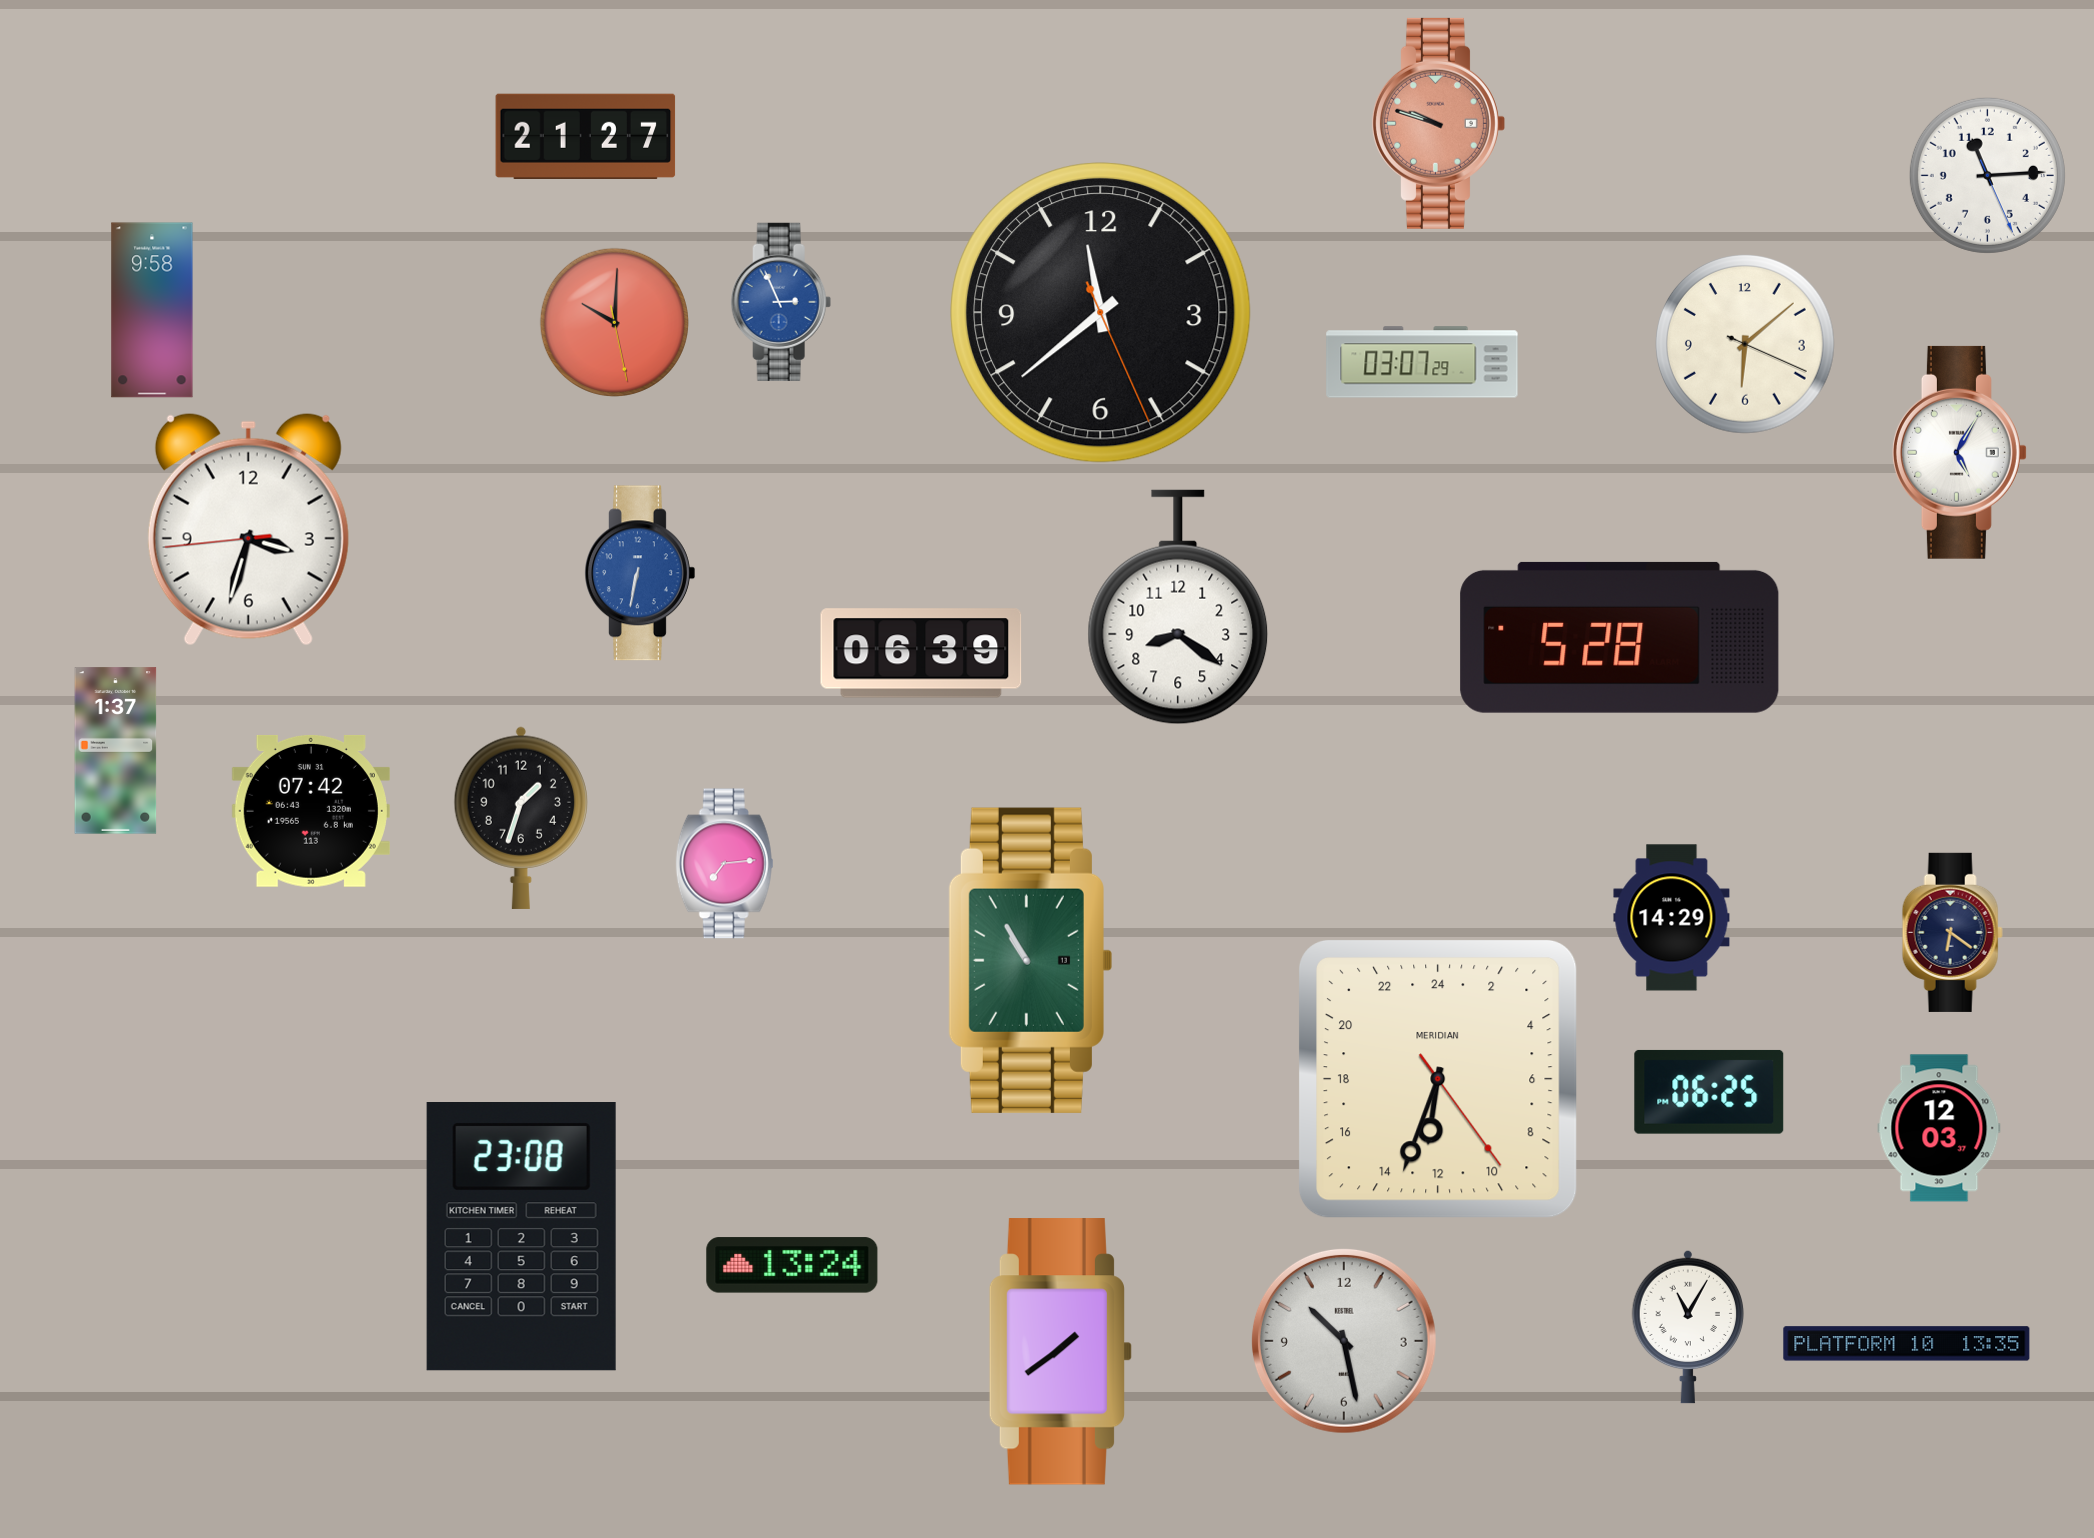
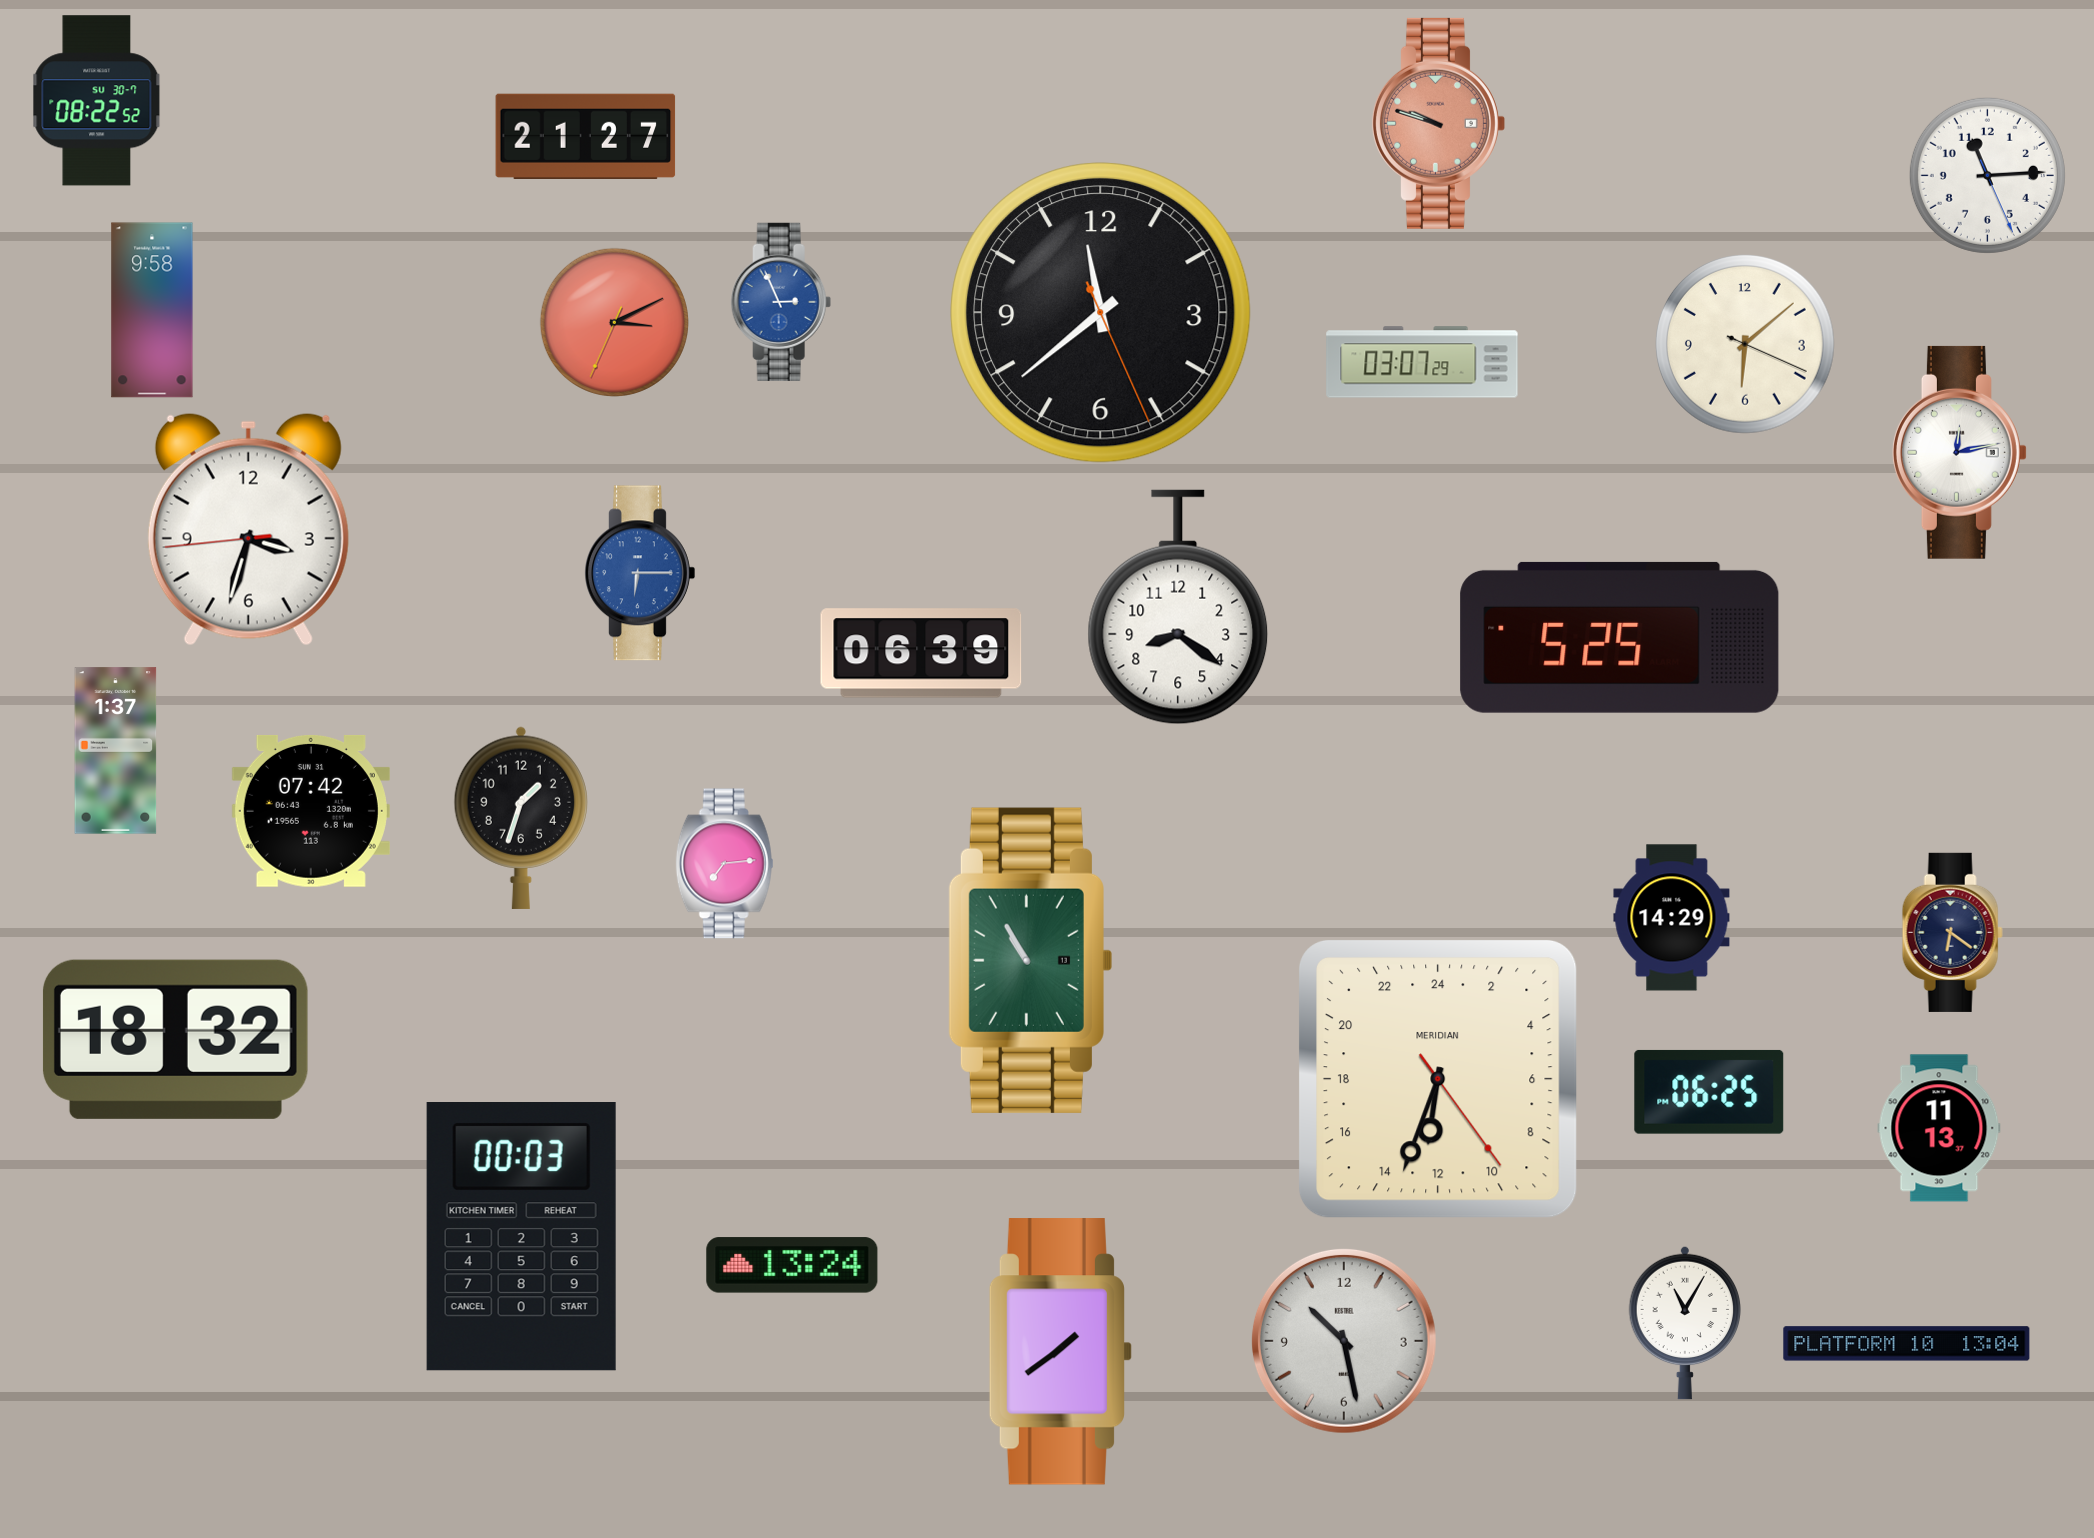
clock at (97, 101): none -> 08:22
clock at (614, 322): 10:00 -> 3:10
clock at (1959, 452): 5:05 -> 12:13
clock at (640, 573): 6:32 -> 6:15
clock at (1620, 637): 5:28 -> 5:25
clock at (175, 1039): none -> 18:32
clock at (1939, 1128): 12:03 -> 11:13
clock at (521, 1237): 23:08 -> 00:03
clock at (1687, 1327) position: (1687, 1327) -> (1684, 1323)
clock at (1907, 1344): 13:35 -> 13:04
